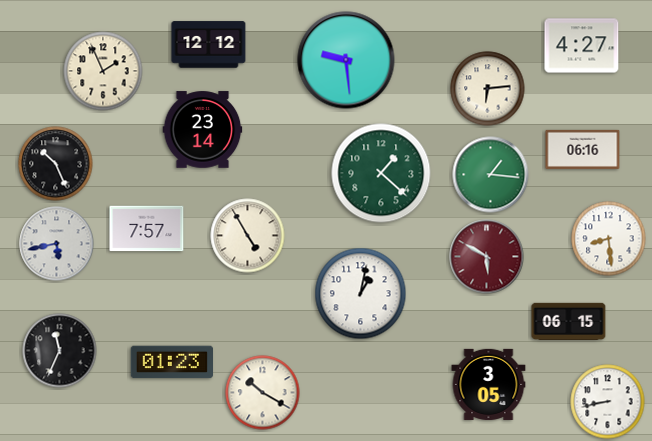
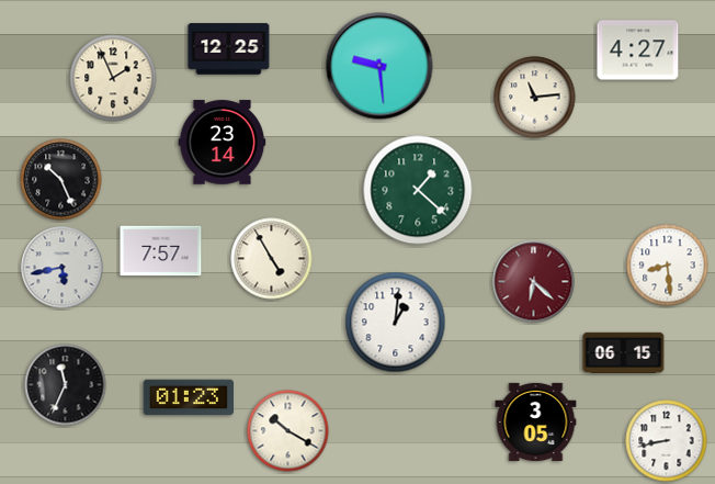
clock at (209, 45): 12:12 -> 12:25
clock at (488, 89): 6:14 -> 11:14
clock at (583, 149): 06:16 -> none
clock at (491, 175): 1:16 -> none
clock at (609, 239) position: (609, 239) -> (668, 266)
clock at (487, 257): 5:50 -> 6:22
clock at (361, 294): 1:02 -> 1:01
